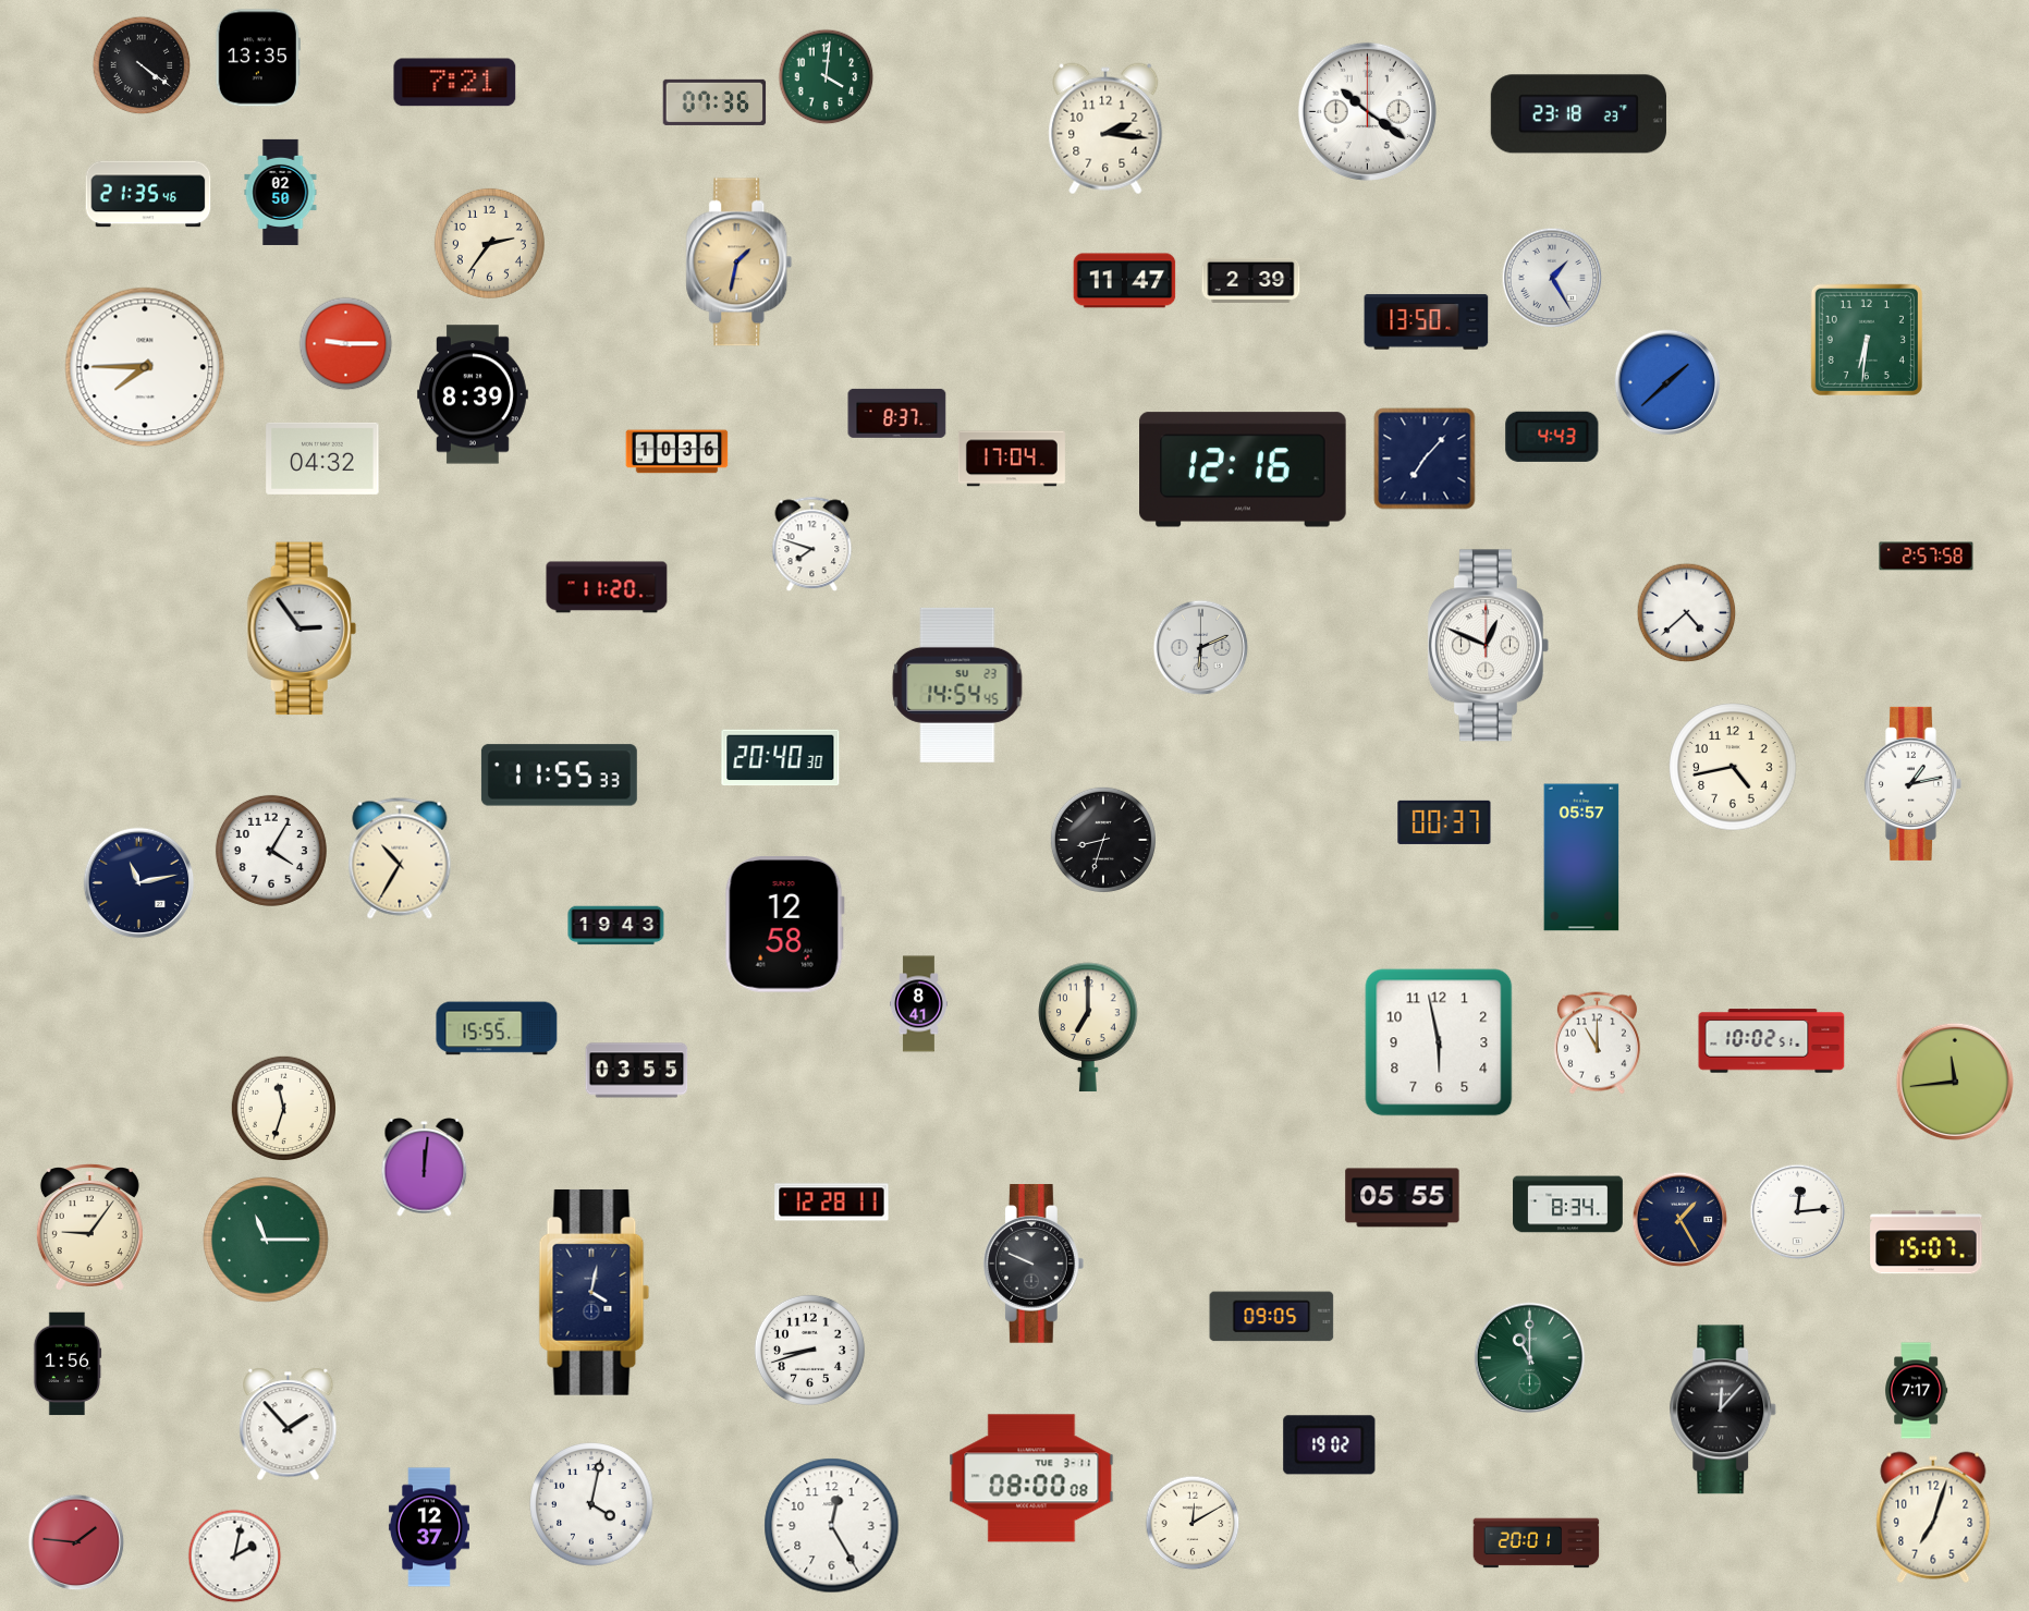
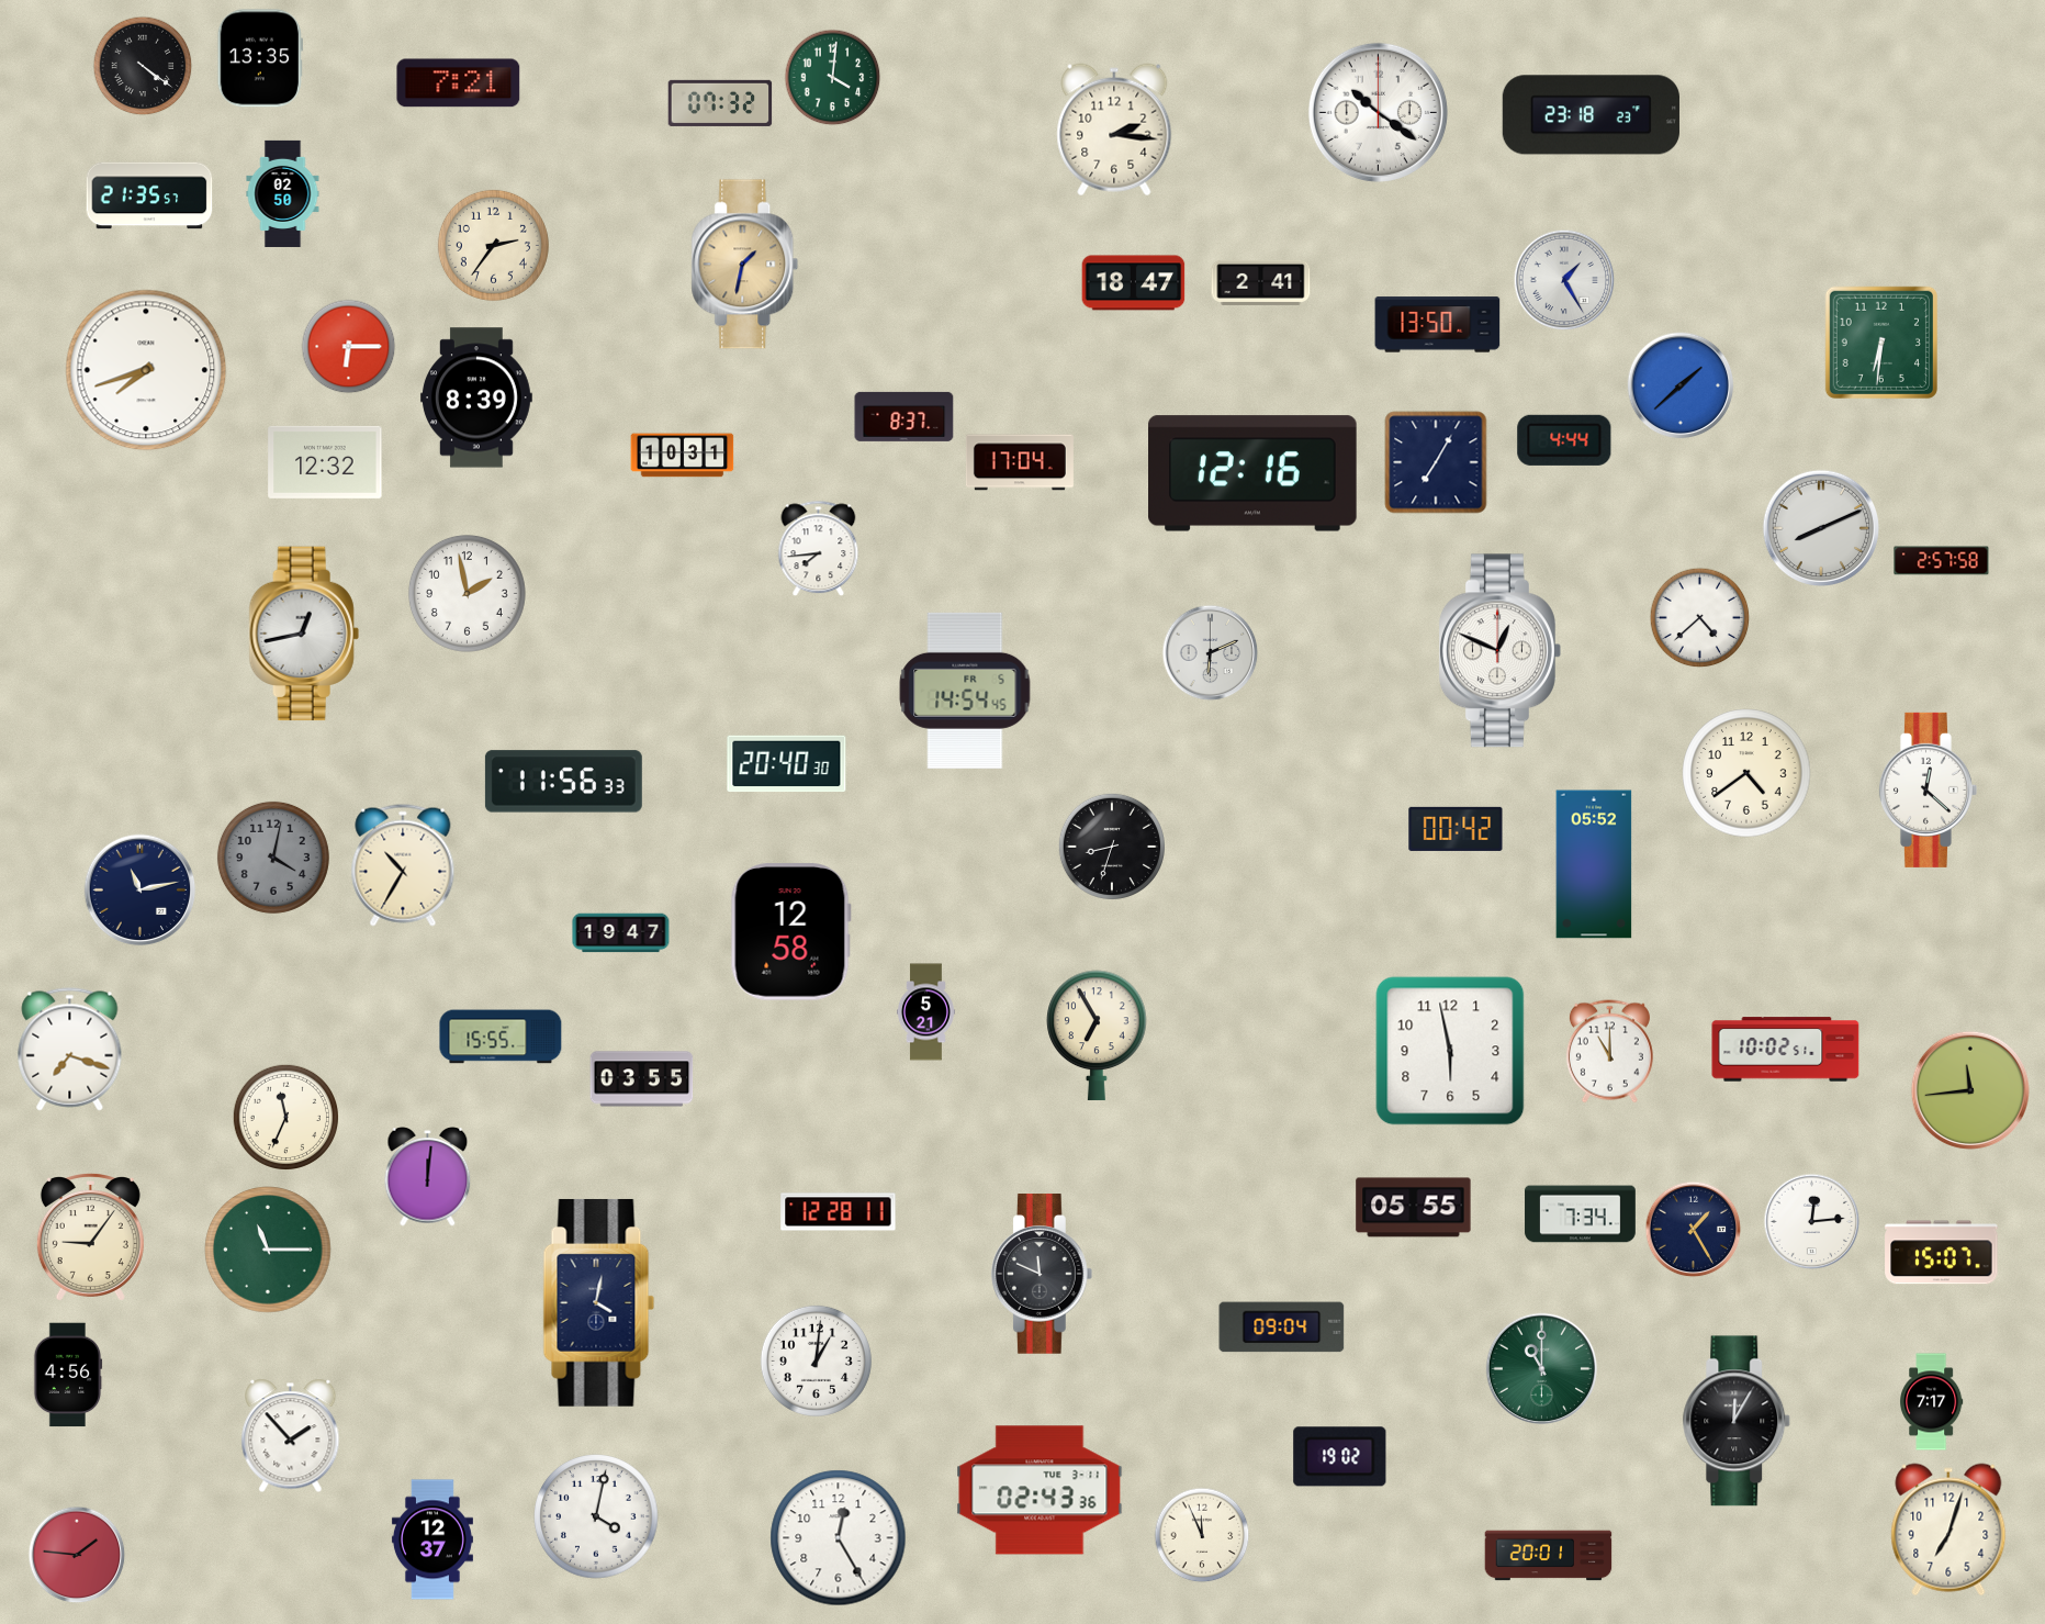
clock at (714, 102): 07:36 -> 07:32
clock at (148, 194): 21:35:46 -> 21:35:57
clock at (1251, 280): 2:39 -> 2:41
clock at (1125, 281): 11:47 -> 18:47
clock at (346, 344): 9:15 -> 6:15
clock at (145, 367): 7:45 -> 7:42
clock at (1552, 437): 4:43 -> 4:44
clock at (677, 452): 10:36 -> 10:31
clock at (322, 459): 04:32 -> 12:32
clock at (1425, 459): 7:07 -> 7:05
clock at (1820, 527): none -> 8:11
clock at (812, 545): 7:48 -> 7:44
clock at (607, 587): 11:20 -> none
clock at (467, 593): none -> 1:58
clock at (302, 628): 2:54 -> 12:43
clock at (957, 685) date: SU 23 -> FR 5
clock at (1733, 767): 4:43 -> 4:39
clock at (559, 776): 11:55 -> 11:56
clock at (1912, 783): 1:13 -> 12:22
clock at (1444, 822): 00:37 -> 00:42
clock at (271, 851): 4:05 -> 4:02
clock at (271, 851) dial: white -> grey
clock at (1581, 857): 05:57 -> 05:52
clock at (616, 926): 19:43 -> 19:47
clock at (918, 1004): 8:41 -> 5:21
clock at (1088, 1027): 7:00 -> 6:55
clock at (70, 1050): none -> 7:18
clock at (283, 1108): 11:33 -> 11:34
clock at (1568, 1205): 8:34 -> 7:34
clock at (1034, 1264): 9:49 -> 11:49
clock at (1272, 1317): 09:05 -> 09:04
clock at (809, 1350): 8:42 -> 1:01
clock at (68, 1364): 1:56 -> 4:56
clock at (1723, 1409): 12:07 -> 12:05
clock at (1031, 1478): 08:00 -> 02:43
clock at (1193, 1523): 12:10 -> 11:56
clock at (235, 1557): 2:02 -> none
